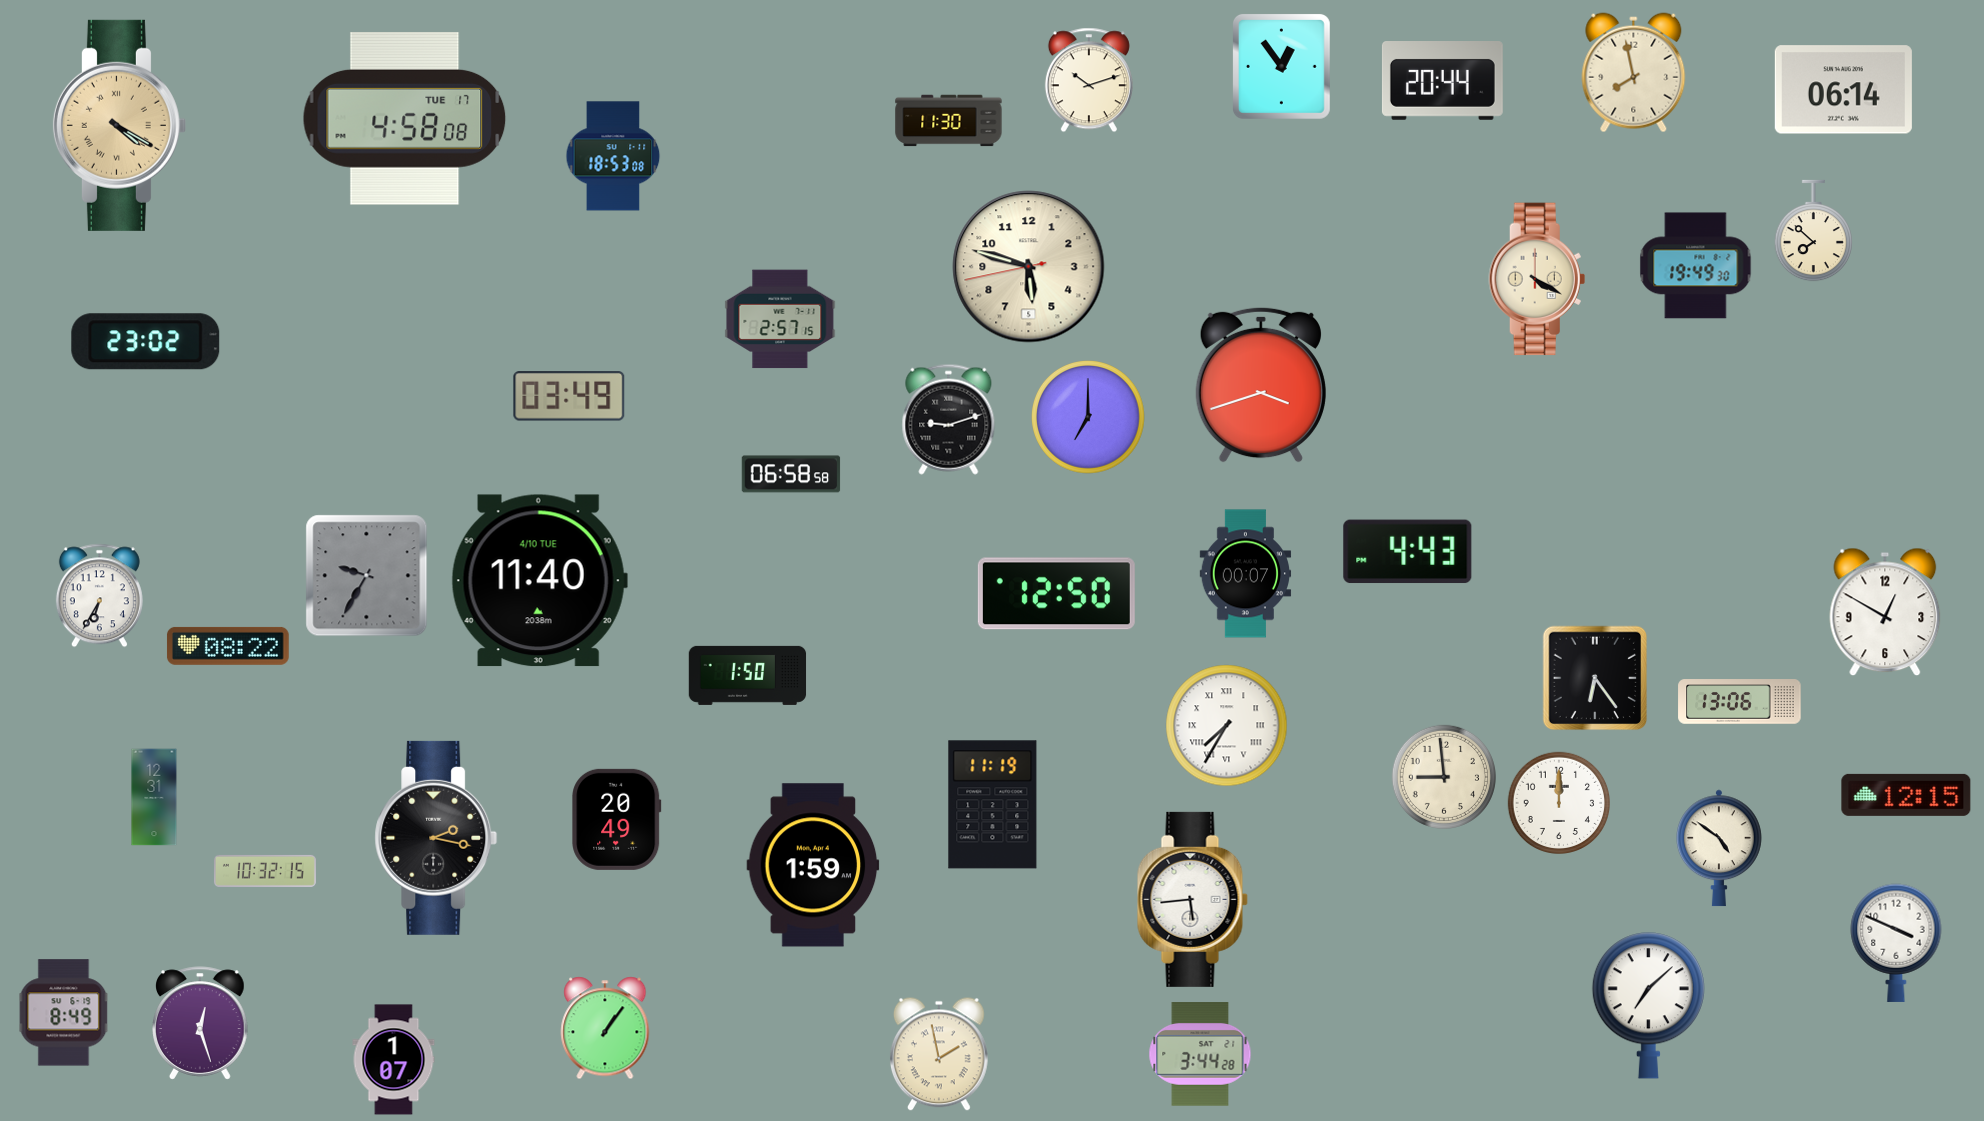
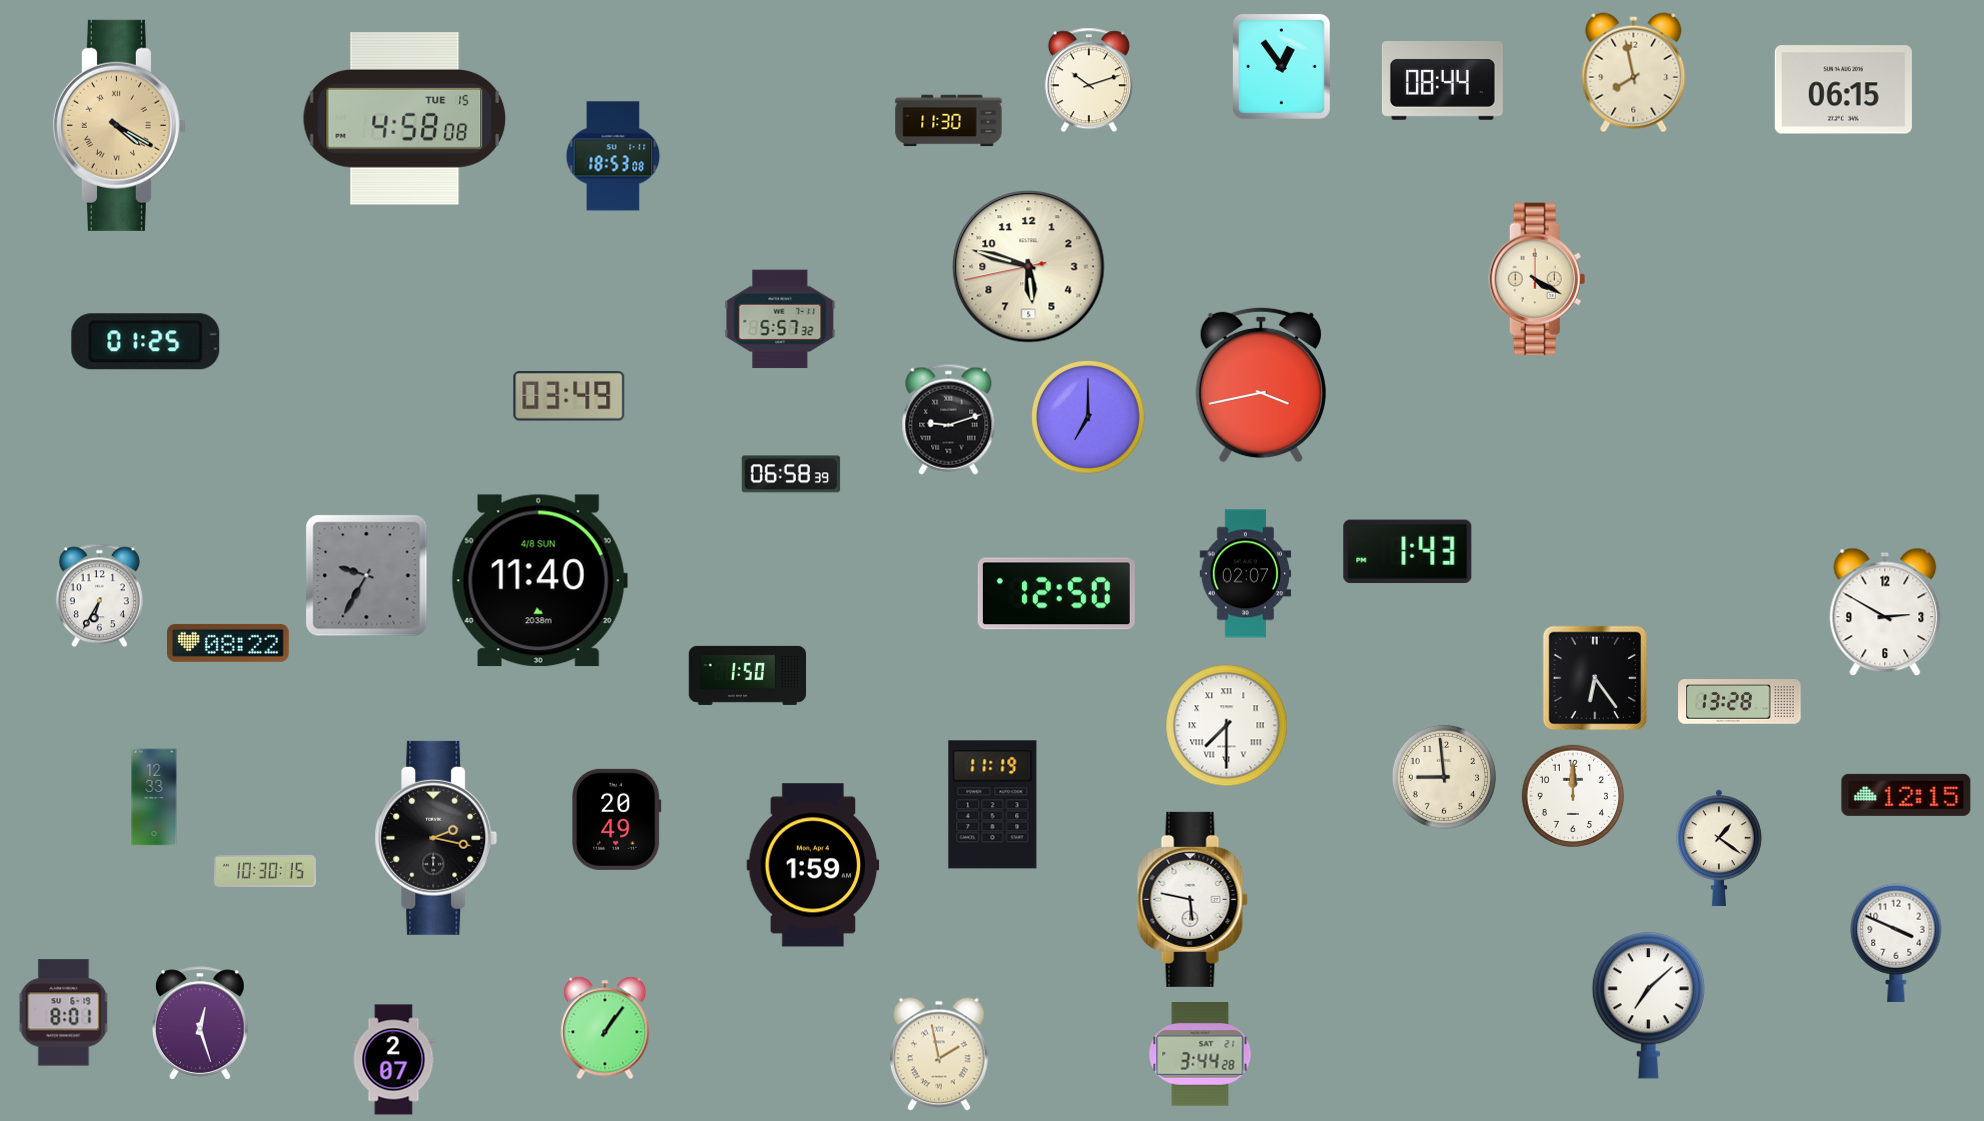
clock at (1442, 81): 20:44 -> 08:44
clock at (1843, 90): 06:14 -> 06:15
clock at (405, 119) date: TUE 17 -> TUE 15
clock at (1813, 231): 7:52 -> none
clock at (1696, 266): 19:49 -> none
clock at (780, 319): 2:57 -> 5:57
clock at (146, 342): 23:02 -> 01:25
clock at (1261, 385): 3:42 -> 3:43
clock at (791, 474): 06:58:58 -> 06:58:39
clock at (1408, 552): 4:43 -> 1:43
clock at (1246, 574): 00:07 -> 02:07
clock at (539, 581) date: 4/10 TUE -> 4/8 SUN
clock at (1885, 612): 12:50 -> 2:50
clock at (228, 646) position: (228, 646) -> (228, 643)
clock at (1740, 702): 13:06 -> 13:28
clock at (1227, 726): 7:35 -> 7:30
clock at (154, 797): 12:31 -> 12:33
clock at (1559, 803) position: (1559, 803) -> (1573, 796)
clock at (1720, 848): 4:51 -> 1:21
clock at (265, 871): 10:32 -> 10:30
clock at (1192, 899): 5:44 -> 5:47
clock at (64, 1013): 8:49 -> 8:01
clock at (394, 1060): 1:07 -> 2:07
